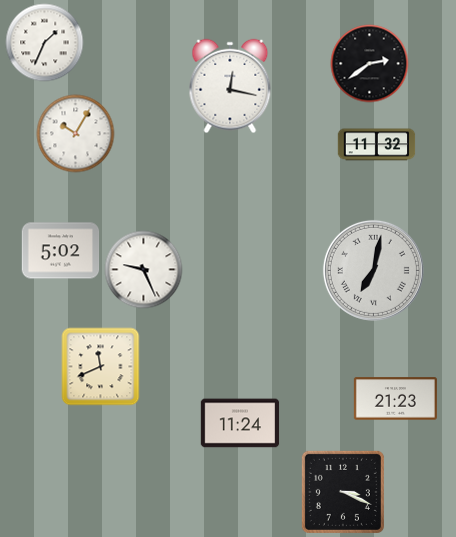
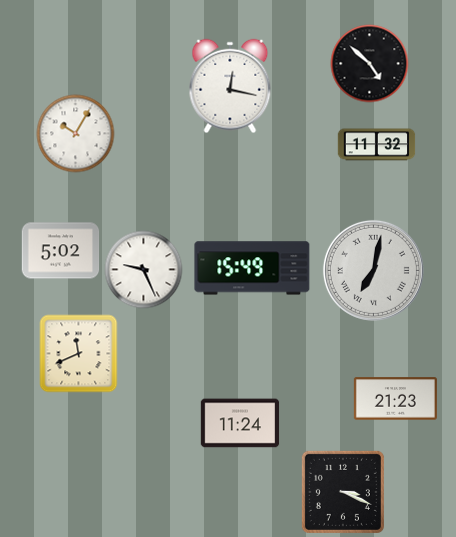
clock at (44, 42): 1:34 -> none
clock at (369, 63): 2:39 -> 4:52
clock at (252, 268): none -> 15:49
clock at (100, 366) position: (100, 366) -> (78, 353)
